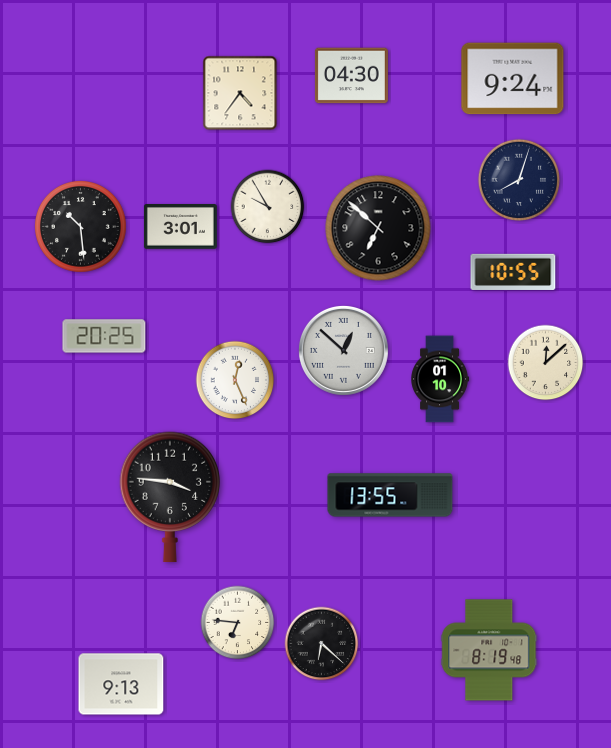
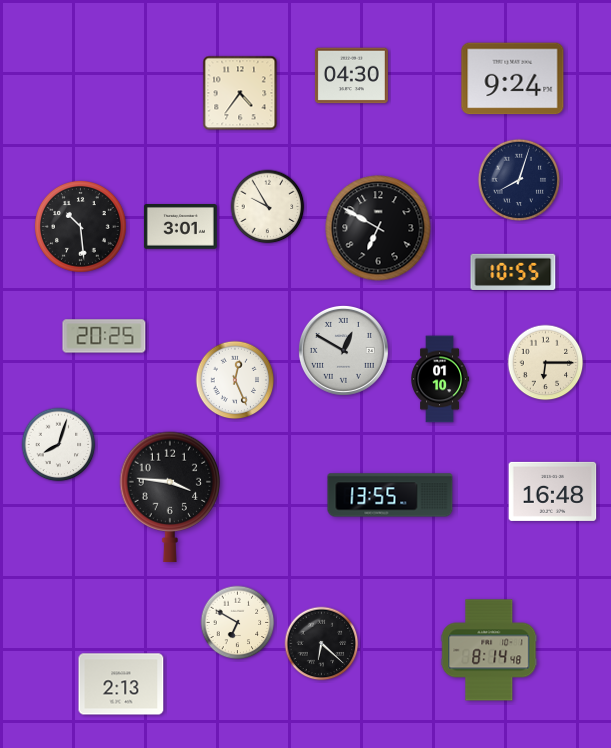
clock at (378, 228): 6:52 -> 6:50
clock at (343, 350): 12:52 -> 12:50
clock at (546, 363): 12:08 -> 6:15
clock at (59, 445): none -> 8:03
clock at (553, 491): none -> 16:48
clock at (238, 623): 6:46 -> 6:50
clock at (489, 650): 8:19 -> 8:14
clock at (121, 684): 9:13 -> 2:13
